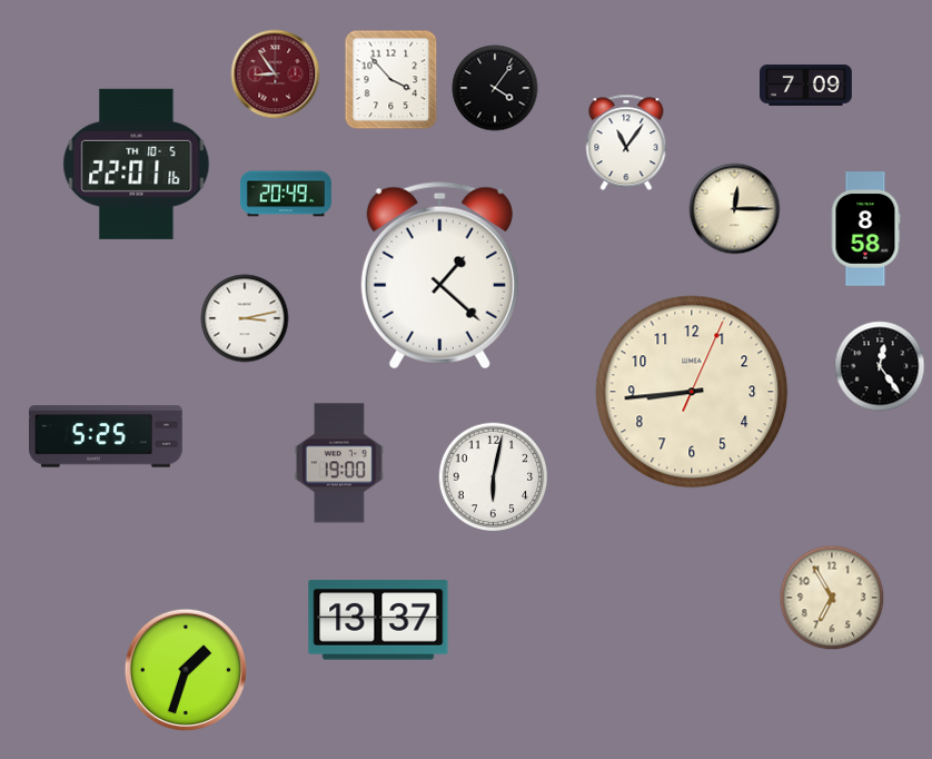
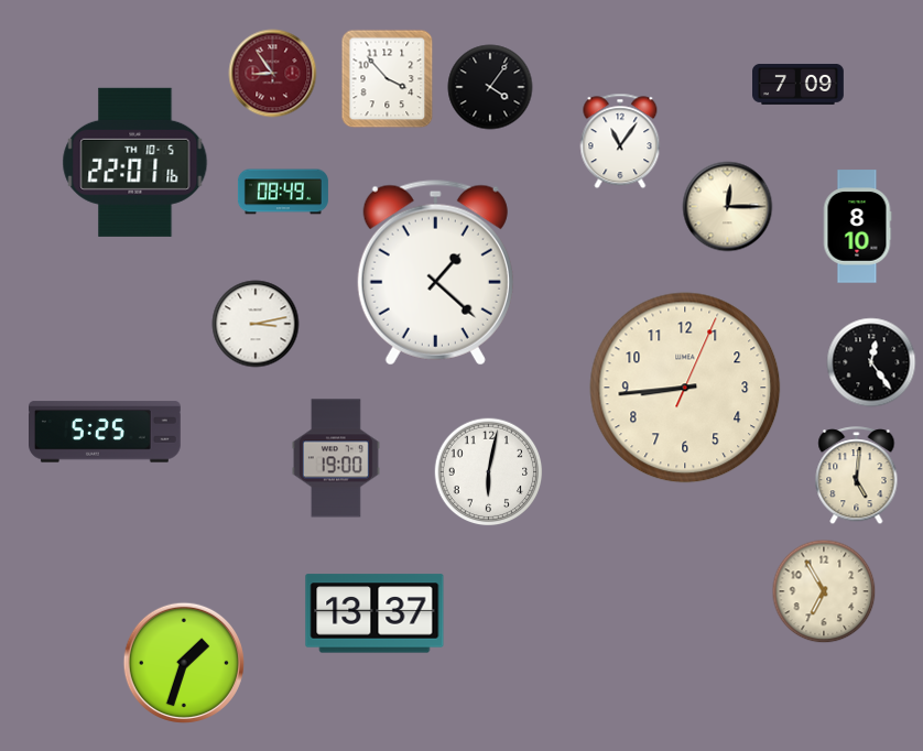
clock at (286, 194): 20:49 -> 08:49
clock at (865, 229): 8:58 -> 8:10
clock at (245, 318) position: (245, 318) -> (256, 324)
clock at (857, 476): none -> 5:01
